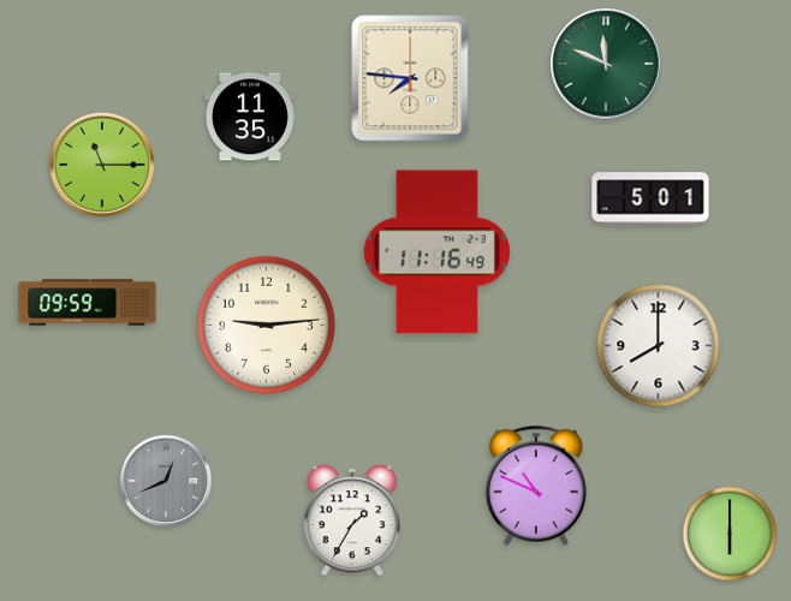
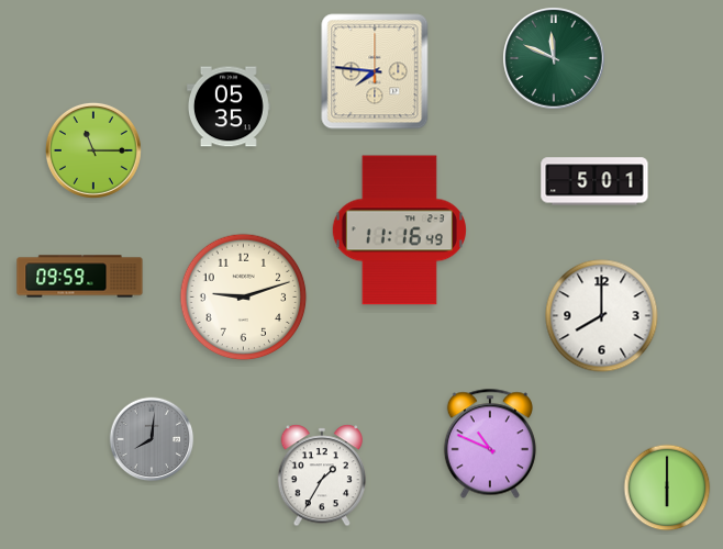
clock at (250, 117): 11:35 -> 05:35
clock at (267, 326): 9:14 -> 9:12
clock at (166, 481): 12:41 -> 8:01
